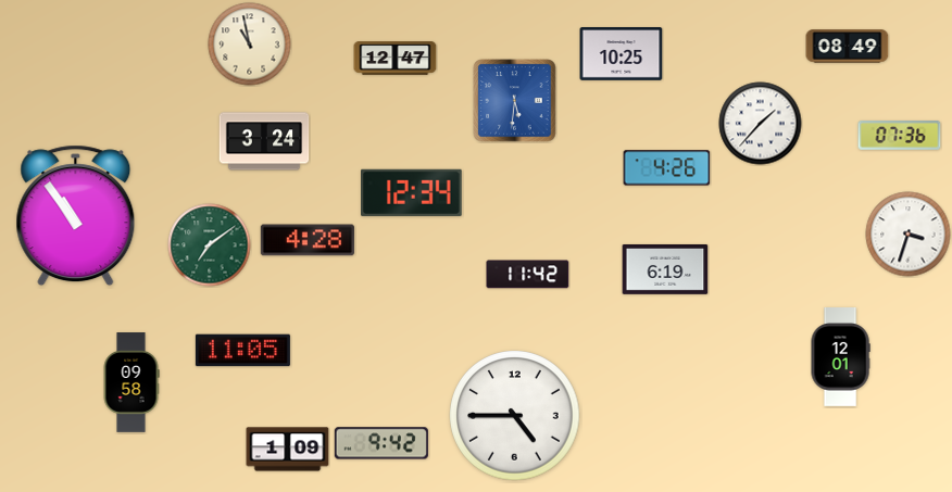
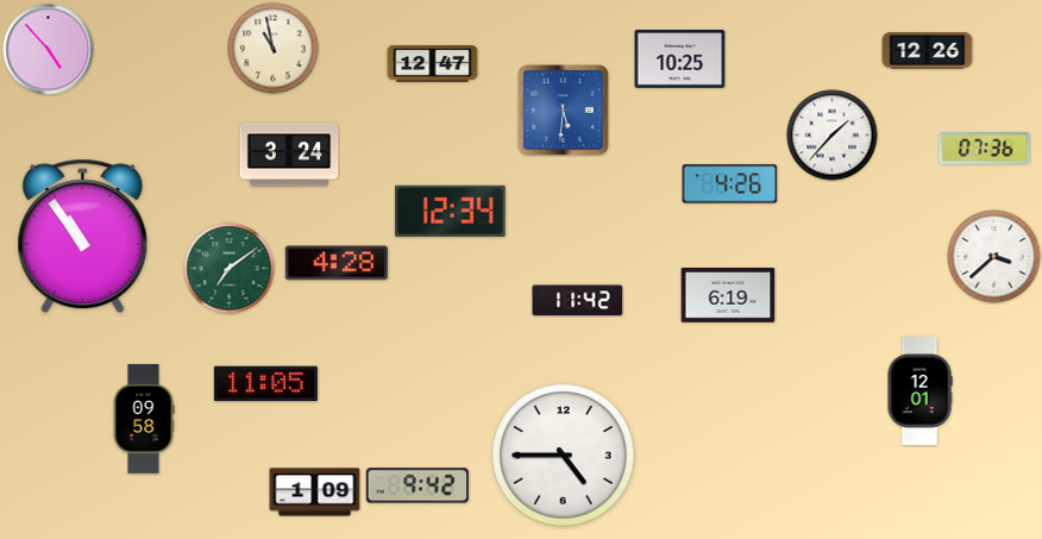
clock at (49, 50): none -> 4:53
clock at (848, 47): 08:49 -> 12:26
clock at (909, 235): 3:33 -> 3:38
